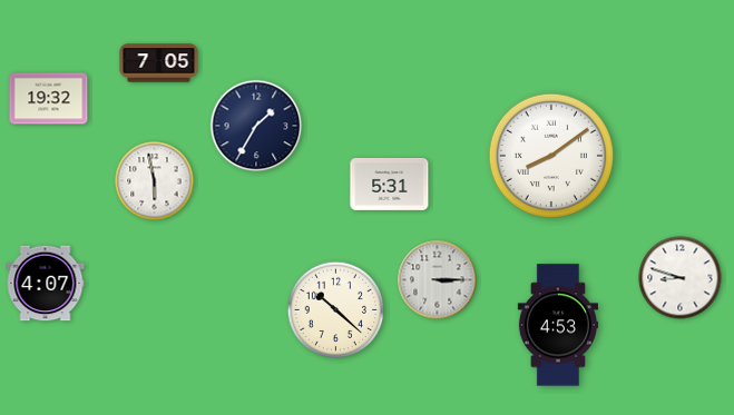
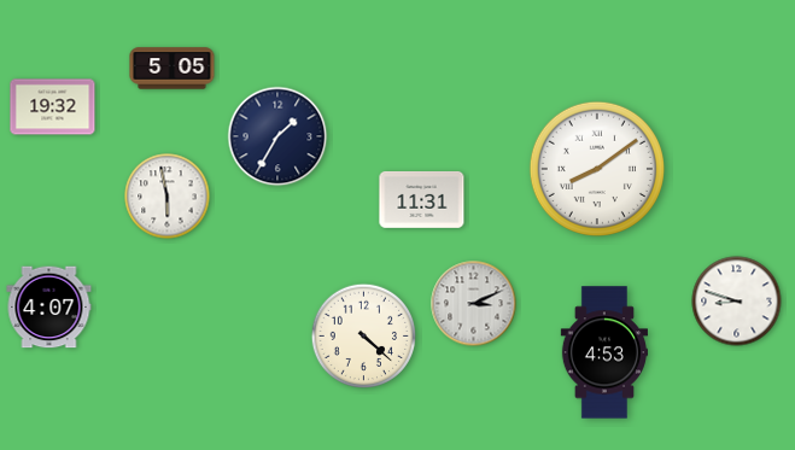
clock at (159, 63): 7:05 -> 5:05
clock at (390, 184): 5:31 -> 11:31
clock at (438, 280): 3:15 -> 3:11
clock at (335, 309): 10:22 -> 4:22
